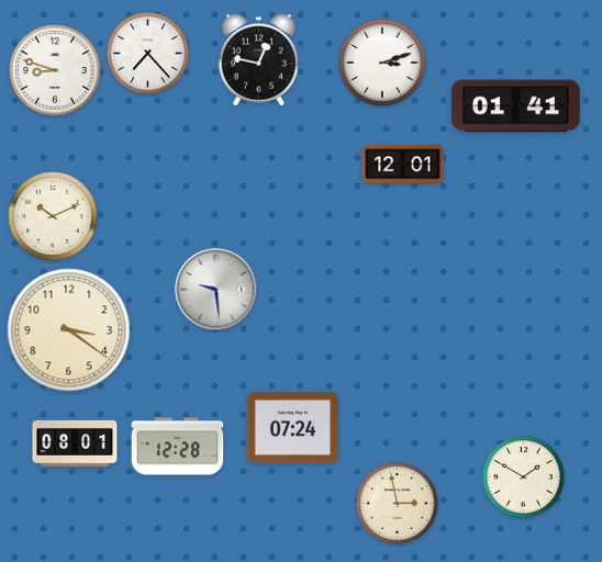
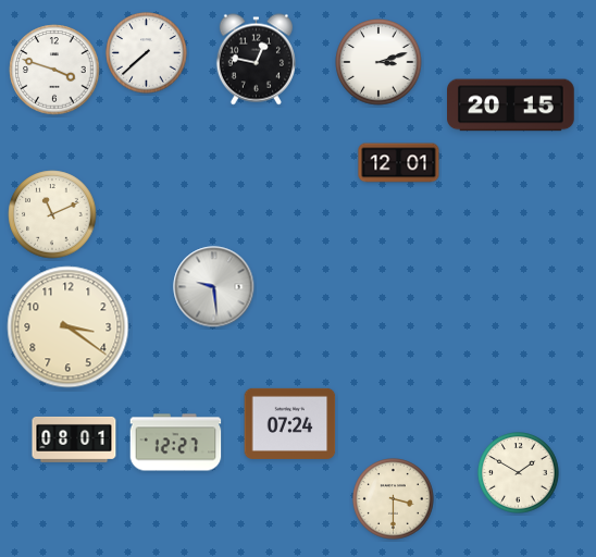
clock at (148, 54): 7:23 -> 7:38
clock at (55, 70): 8:48 -> 3:48
clock at (516, 106): 01:41 -> 20:15
clock at (53, 216): 10:11 -> 11:11
clock at (178, 447): 12:28 -> 12:27
clock at (398, 504): 2:58 -> 3:30
